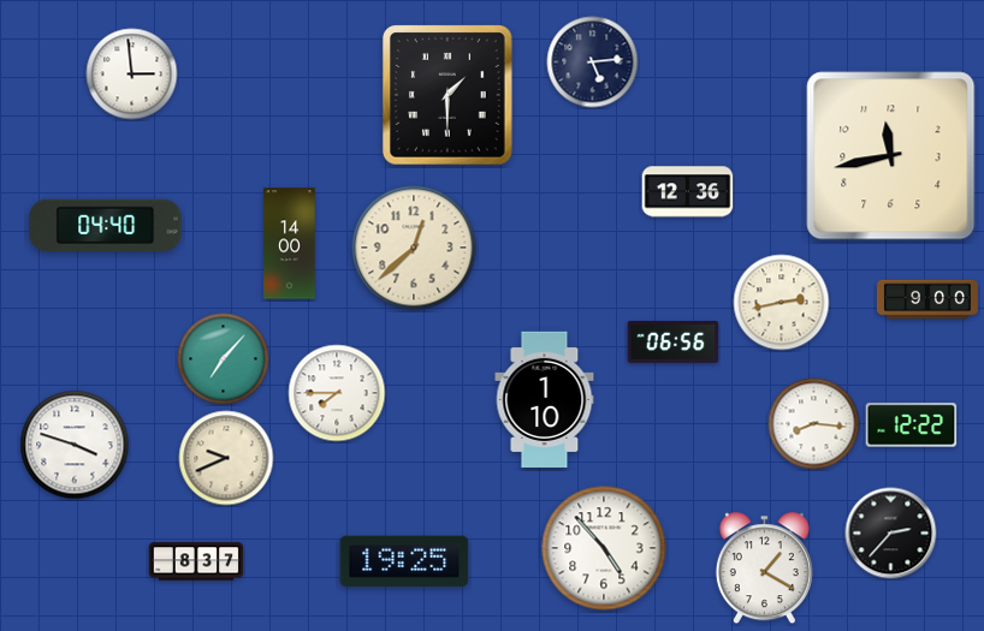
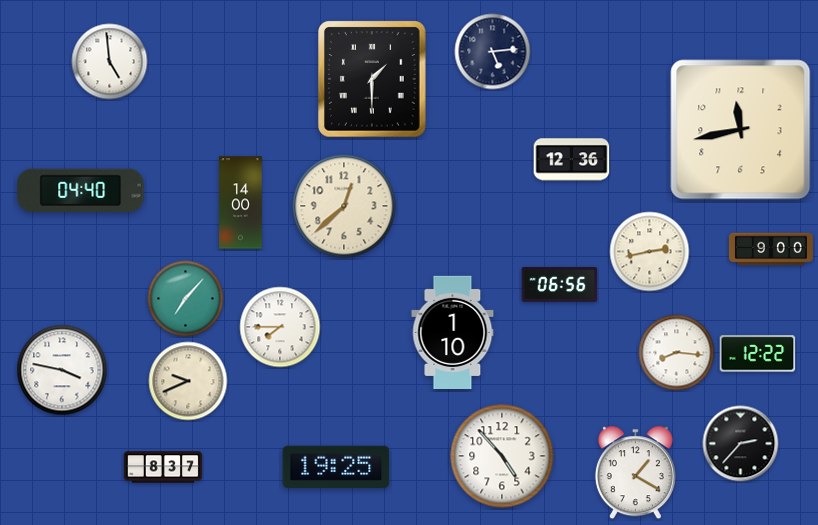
clock at (132, 75): 2:59 -> 4:59
clock at (106, 225) position: (106, 225) -> (81, 190)
clock at (75, 445): 3:48 -> 3:47
